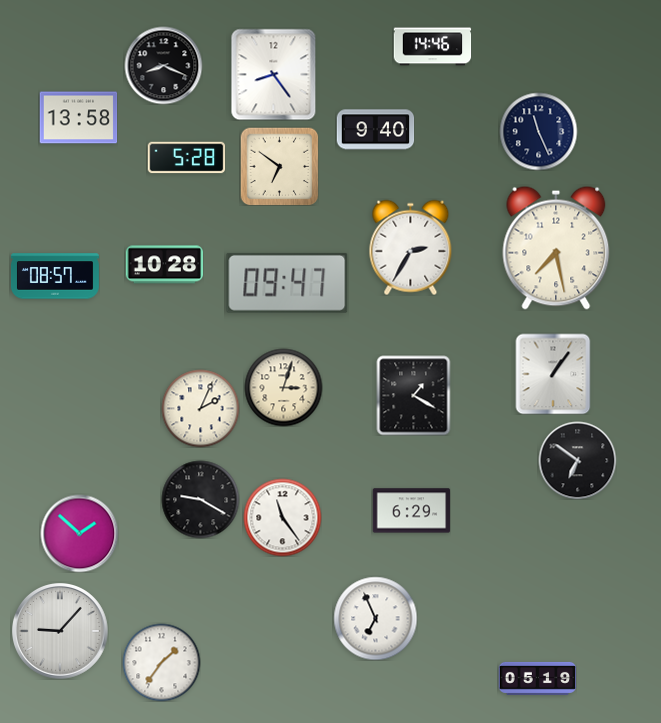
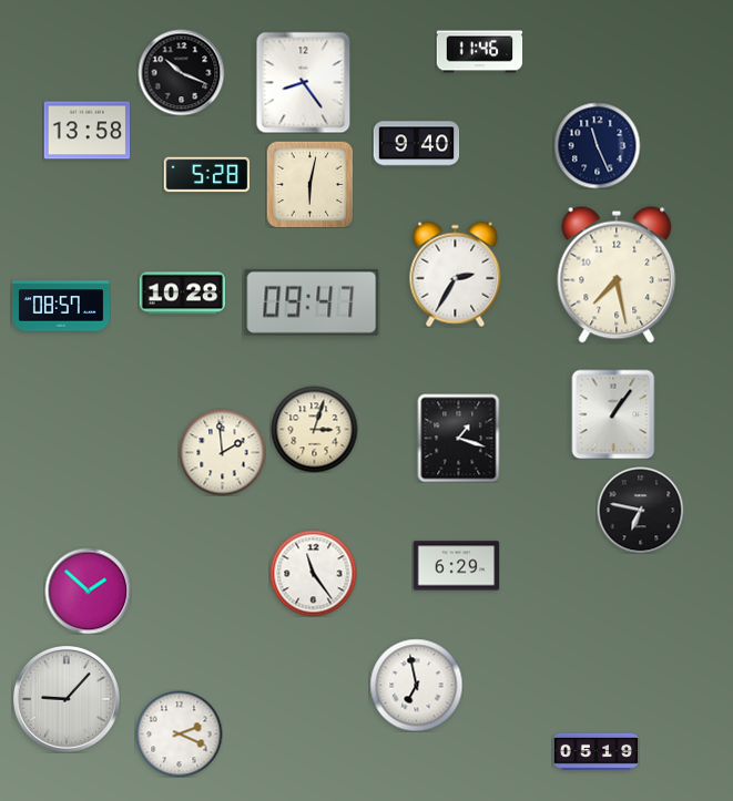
clock at (432, 47): 14:46 -> 11:46
clock at (163, 65): 8:19 -> 10:19
clock at (279, 166): 6:51 -> 6:02
clock at (287, 283) position: (287, 283) -> (312, 302)
clock at (414, 395): 1:20 -> 1:18
clock at (200, 408): 2:04 -> 1:59
clock at (577, 460): 6:51 -> 6:47
clock at (200, 499): 9:20 -> none
clock at (375, 618): 6:56 -> 6:58
clock at (161, 662): 1:36 -> 2:19
